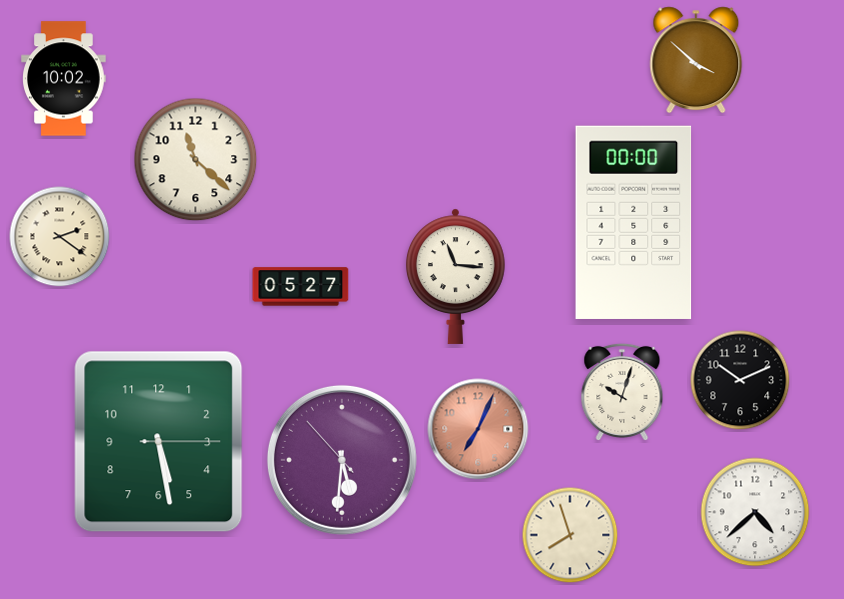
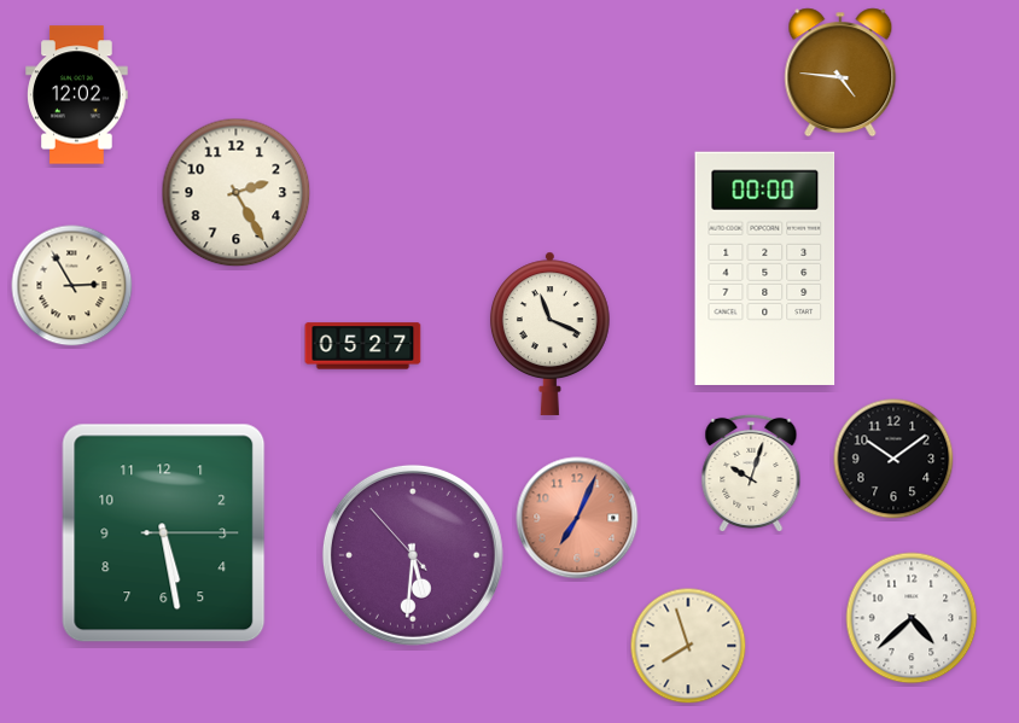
clock at (696, 60): 3:52 -> 4:46
clock at (64, 79): 10:02 -> 12:02
clock at (196, 160): 11:22 -> 2:25
clock at (60, 237): 2:21 -> 2:55
clock at (455, 276): 11:16 -> 11:19
clock at (740, 380): 10:11 -> 10:09
clock at (159, 442) position: (159, 442) -> (164, 533)
